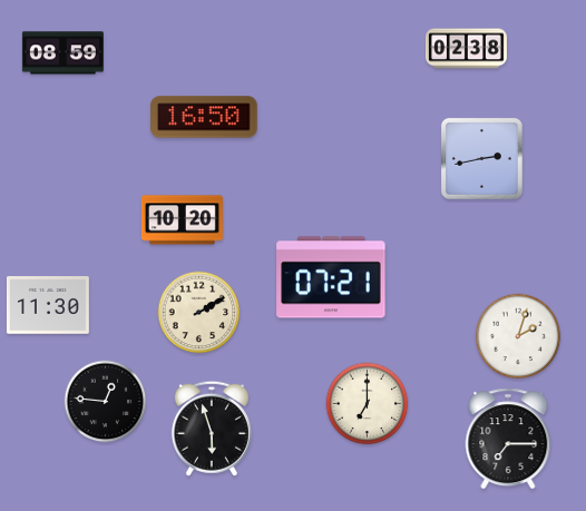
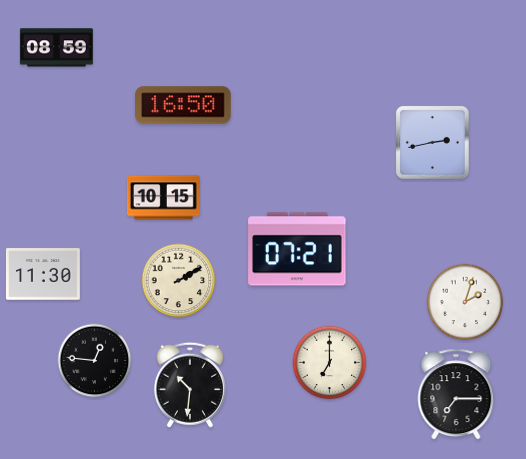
clock at (466, 49): 02:38 -> none
clock at (182, 220): 10:20 -> 10:15
clock at (212, 429): 5:57 -> 10:31
